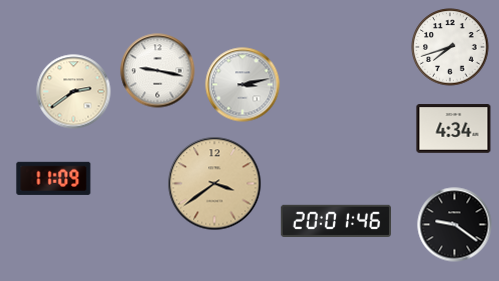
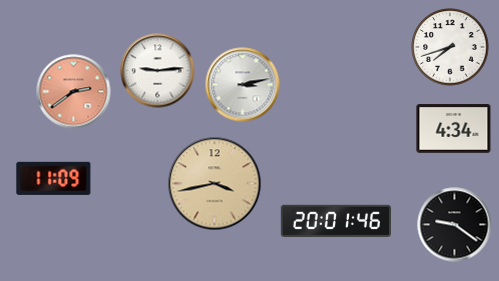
clock at (158, 71): 9:17 -> 9:14
clock at (74, 92) dial: cream -> salmon
clock at (215, 184): 3:39 -> 3:43
